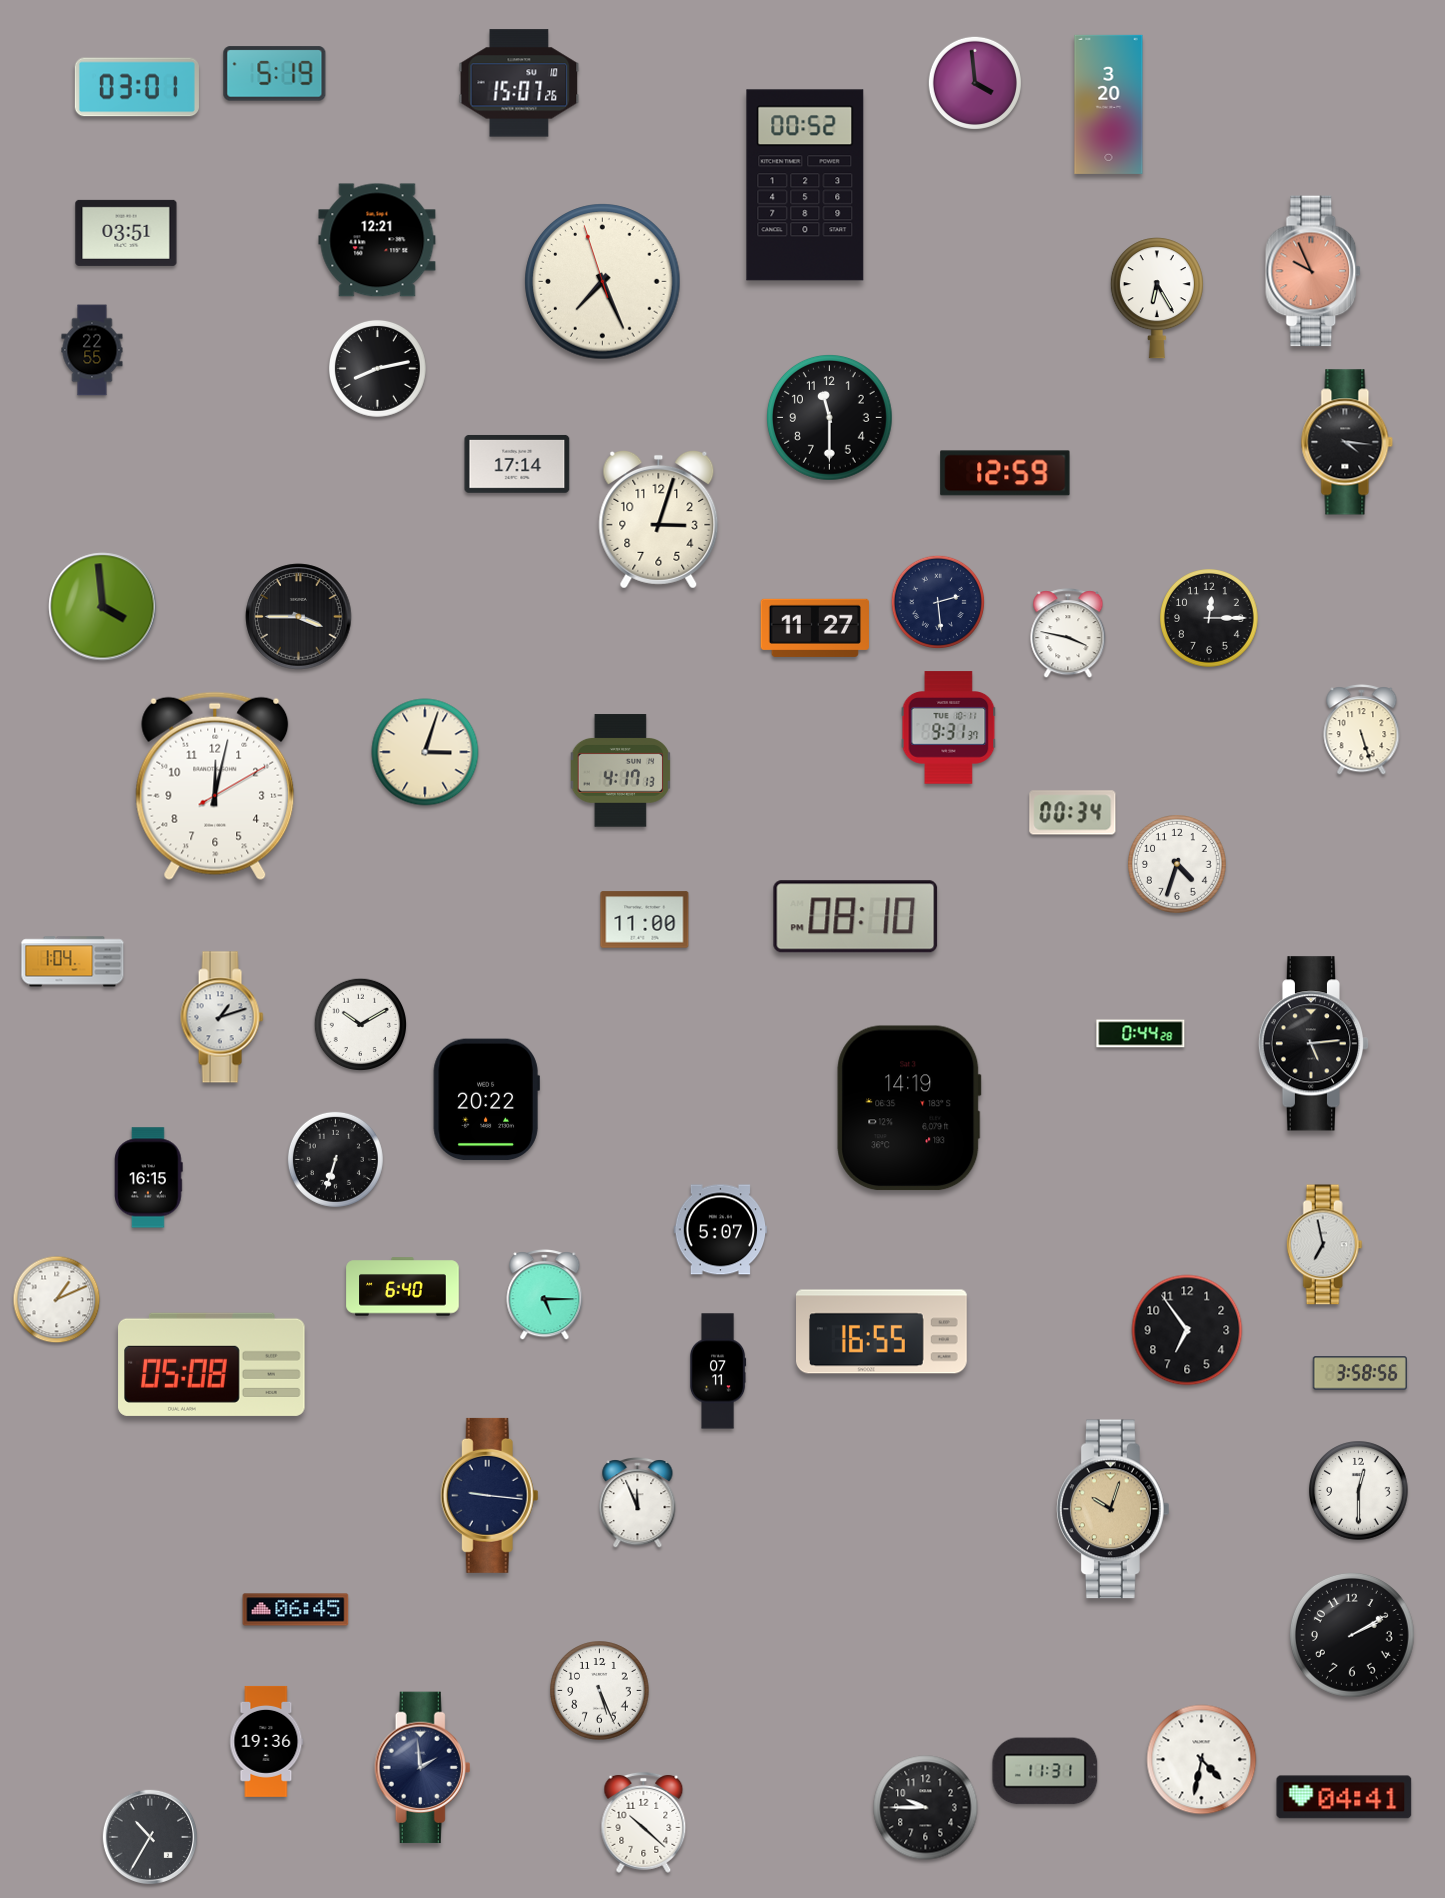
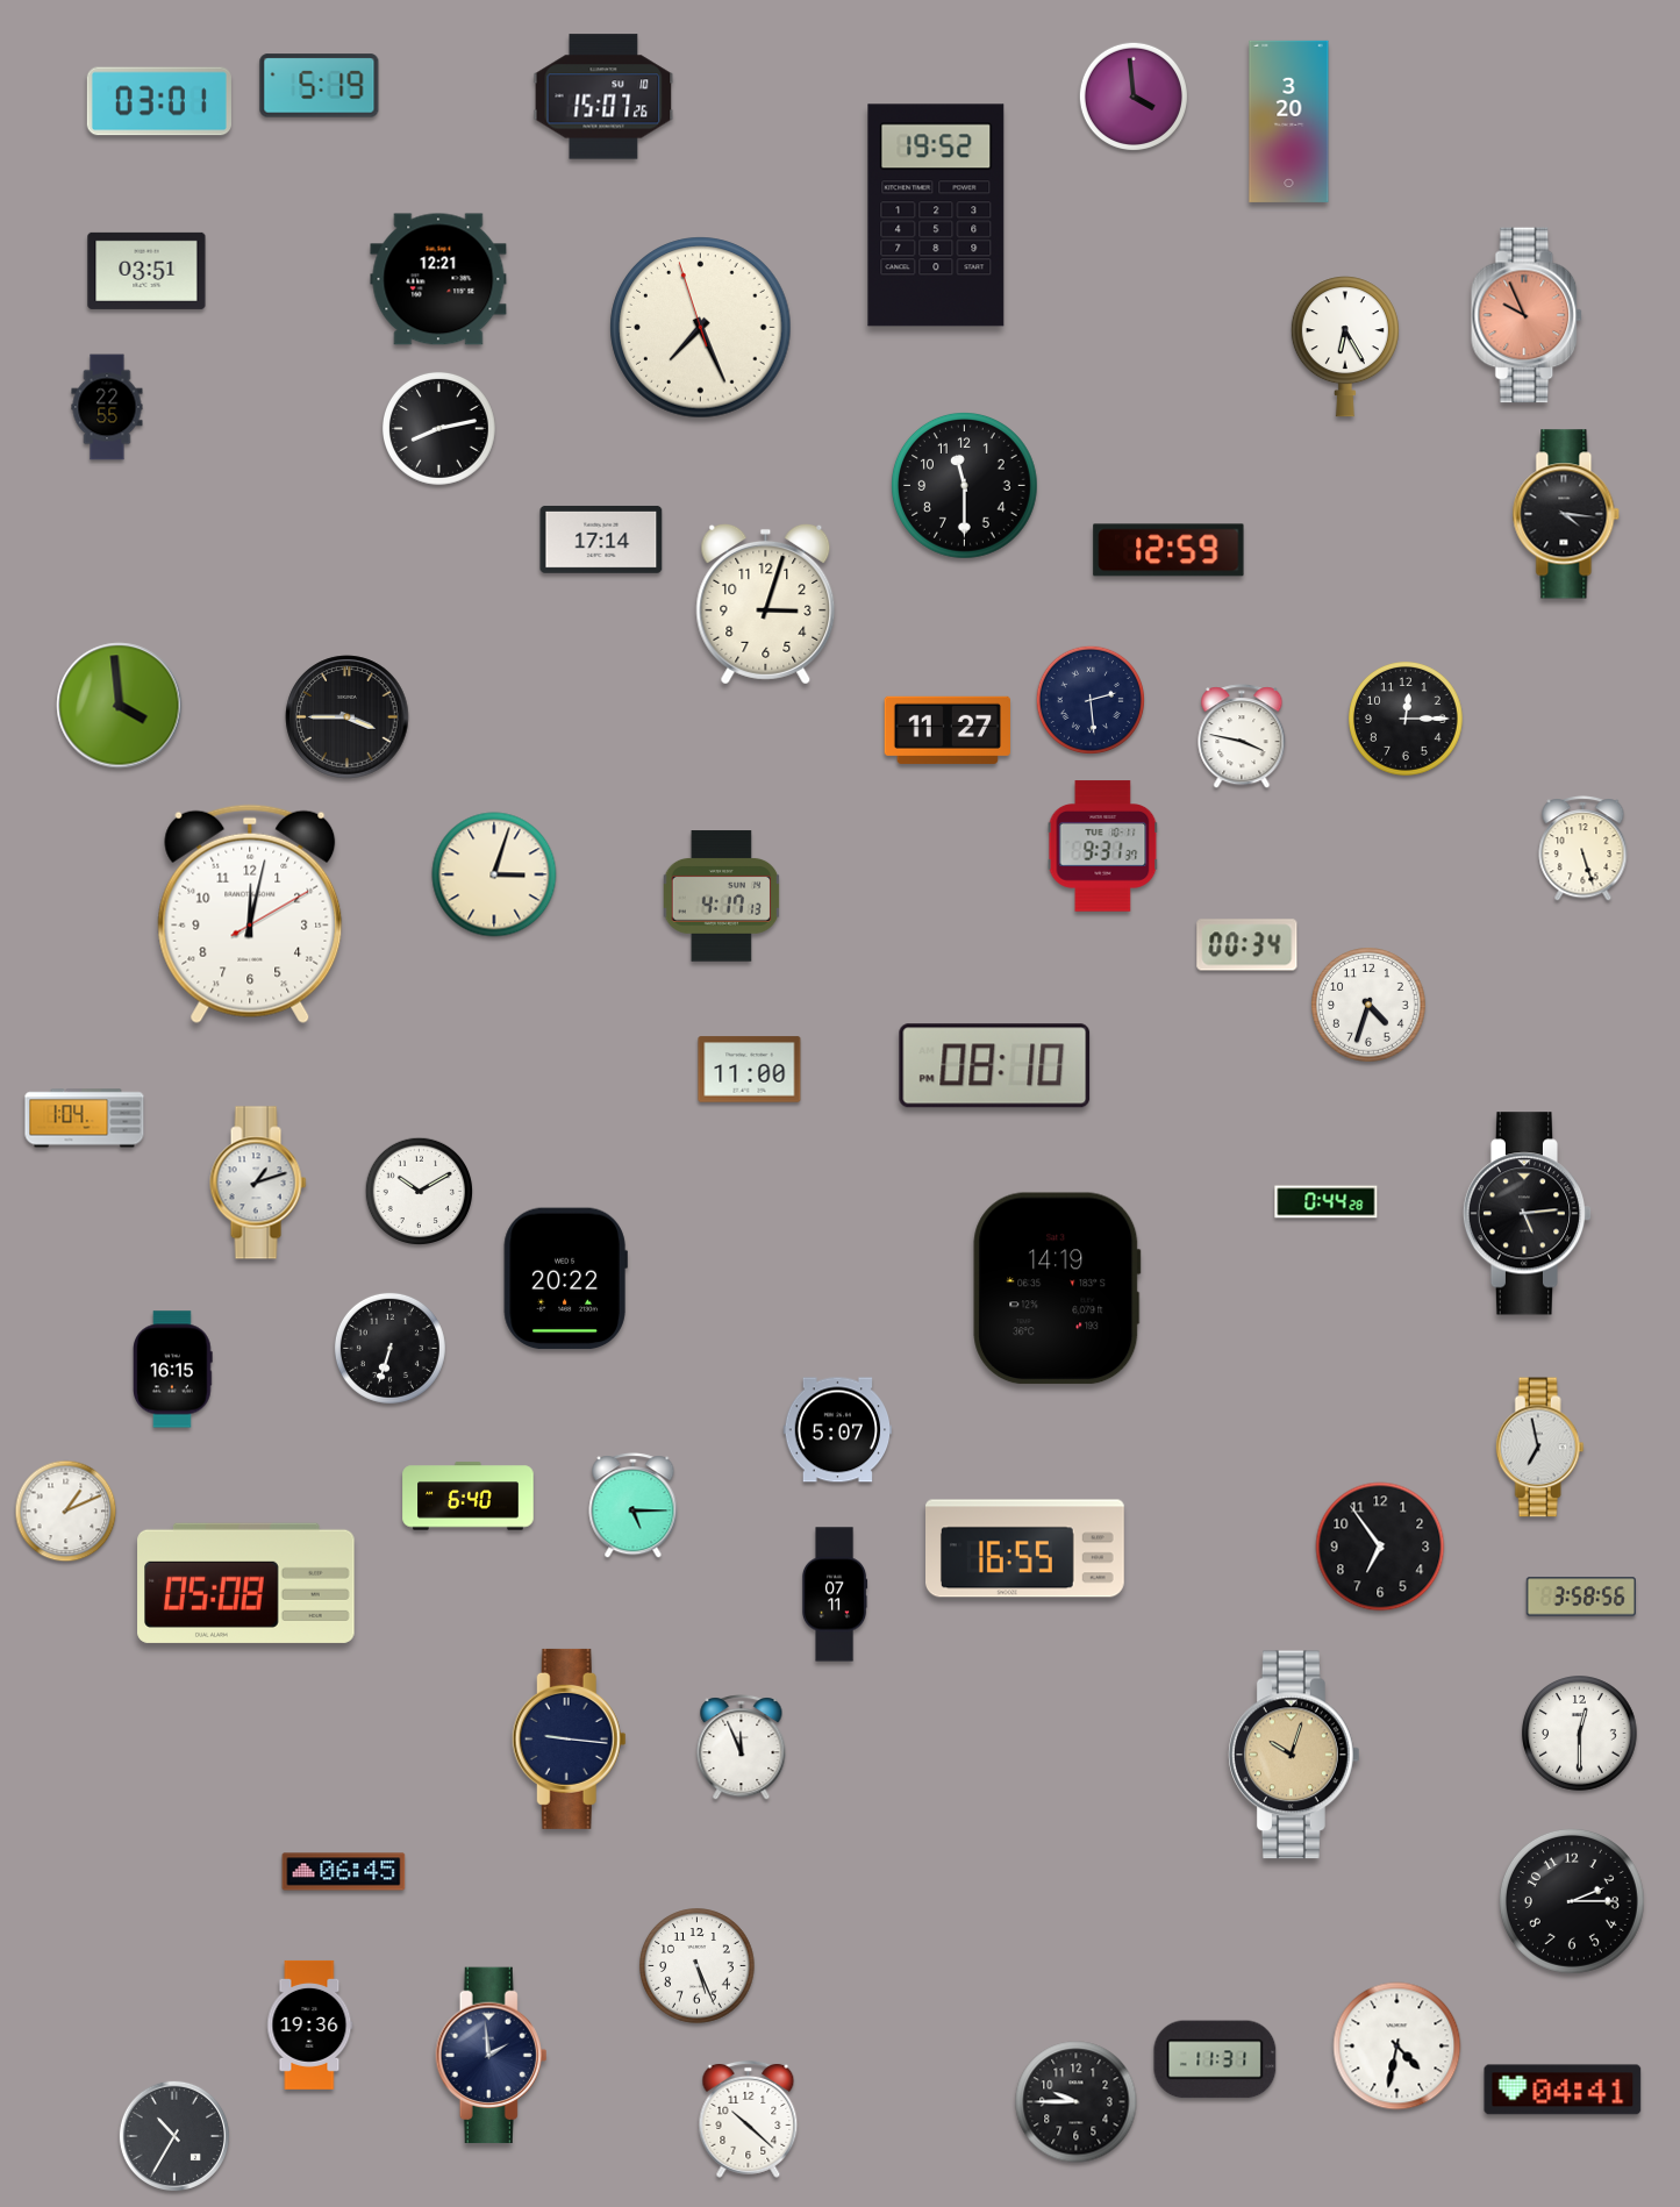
clock at (805, 185): 00:52 -> 19:52
clock at (212, 1364) position: (212, 1364) -> (246, 1583)
clock at (1352, 1635): 2:10 -> 2:15
